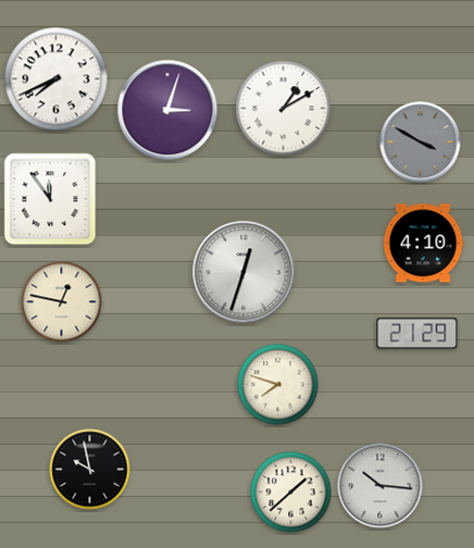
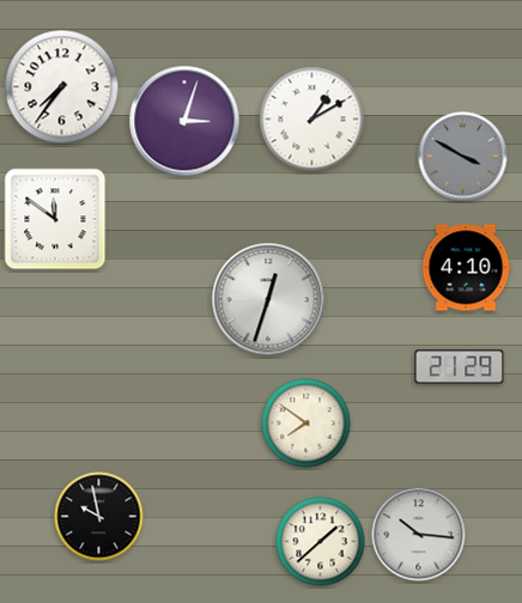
clock at (57, 79): 7:41 -> 7:36
clock at (50, 199): 11:54 -> 11:51
clock at (62, 302): 12:47 -> none
clock at (278, 385): 7:48 -> 7:51
